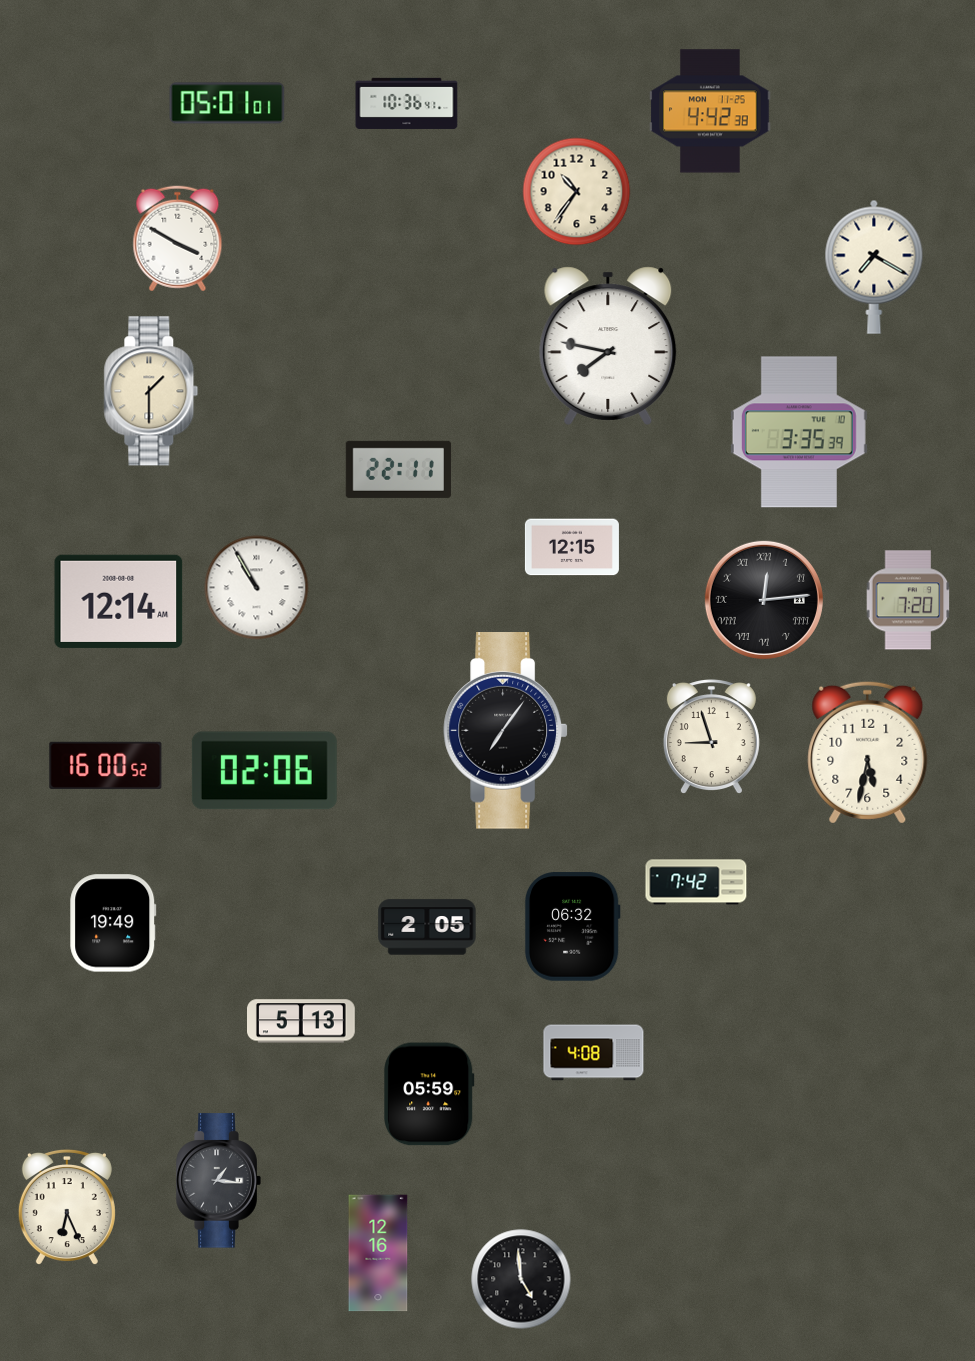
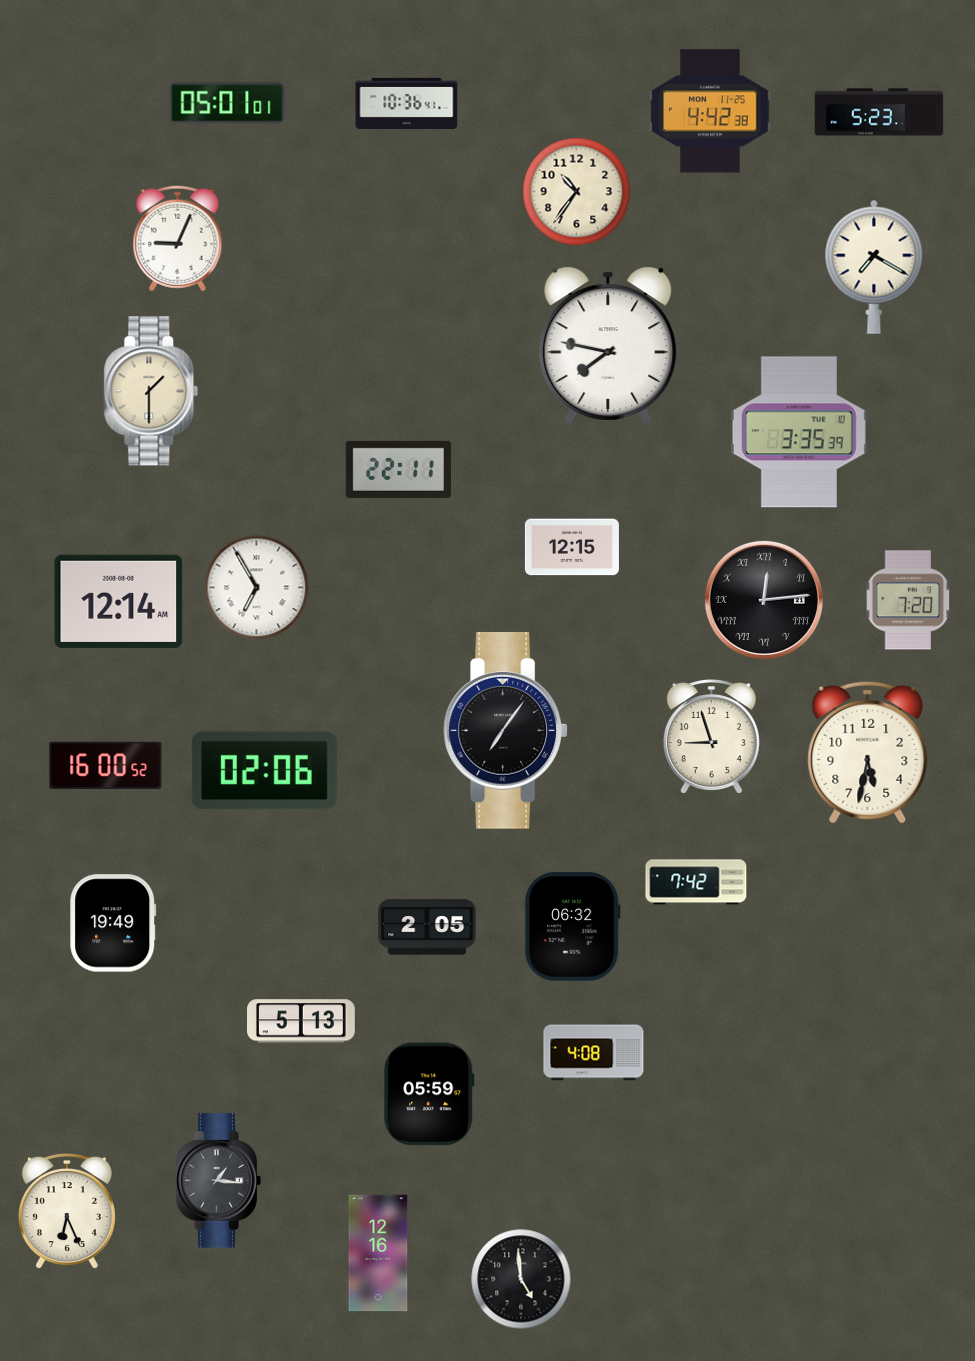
clock at (879, 112): none -> 5:23
clock at (178, 239): 3:50 -> 9:04
clock at (257, 588): 10:55 -> 6:55
clock at (67, 1207) position: (67, 1207) -> (67, 1211)
